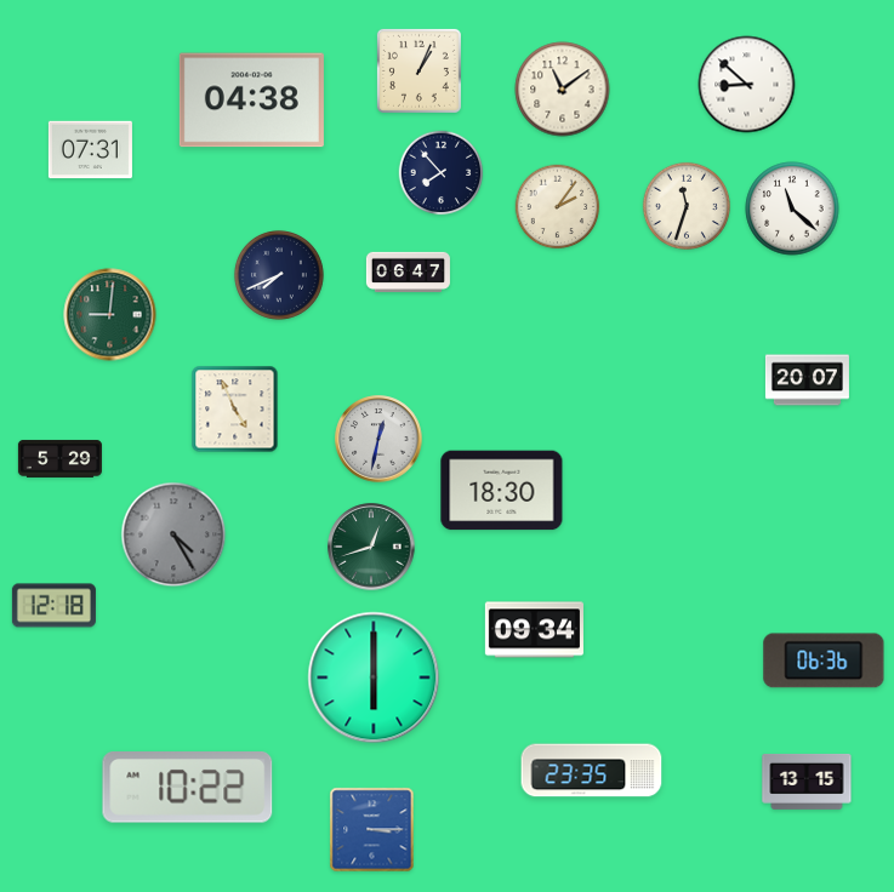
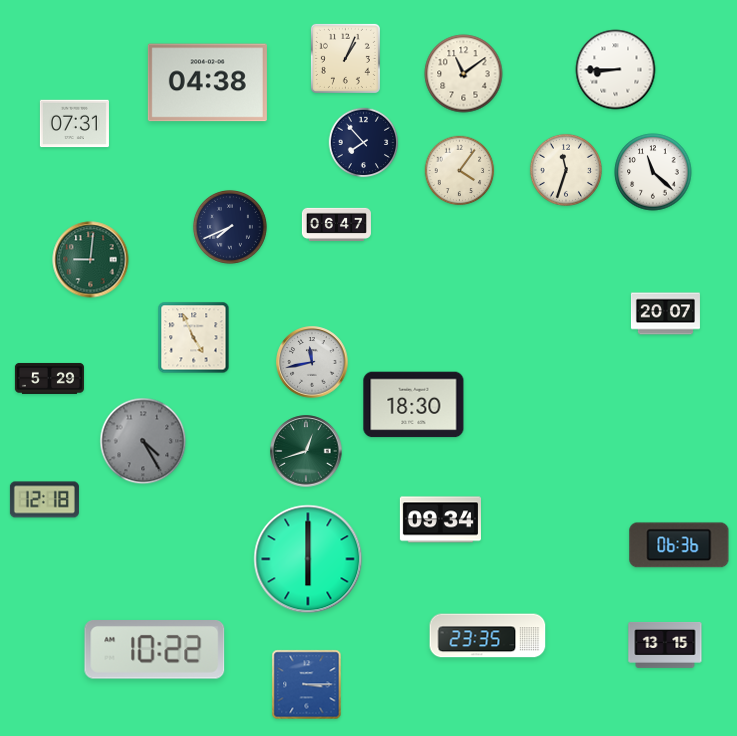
clock at (747, 85): 8:52 -> 8:45
clock at (558, 207): 2:06 -> 4:06
clock at (378, 439): 12:32 -> 11:43
